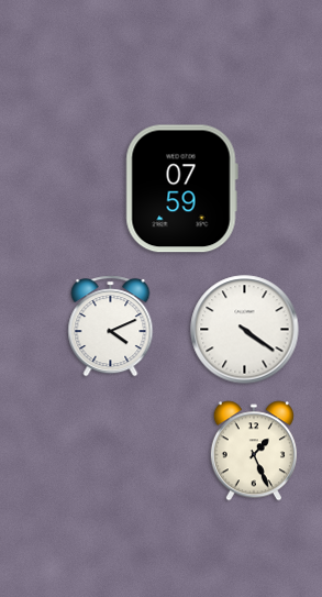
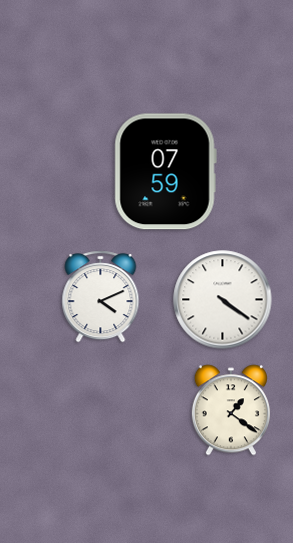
clock at (254, 451): 1:26 -> 1:21
